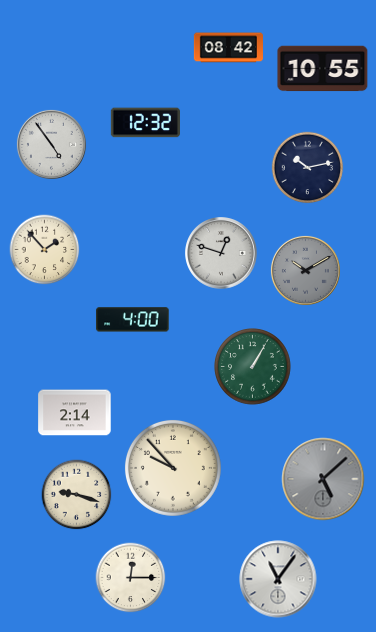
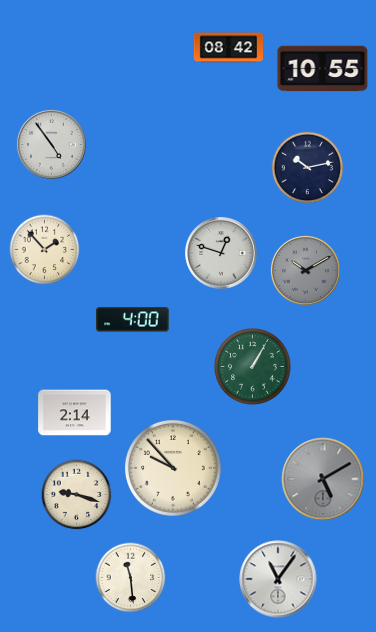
clock at (145, 123): 12:32 -> none
clock at (323, 479): 5:08 -> 5:10
clock at (131, 578): 12:15 -> 11:29
